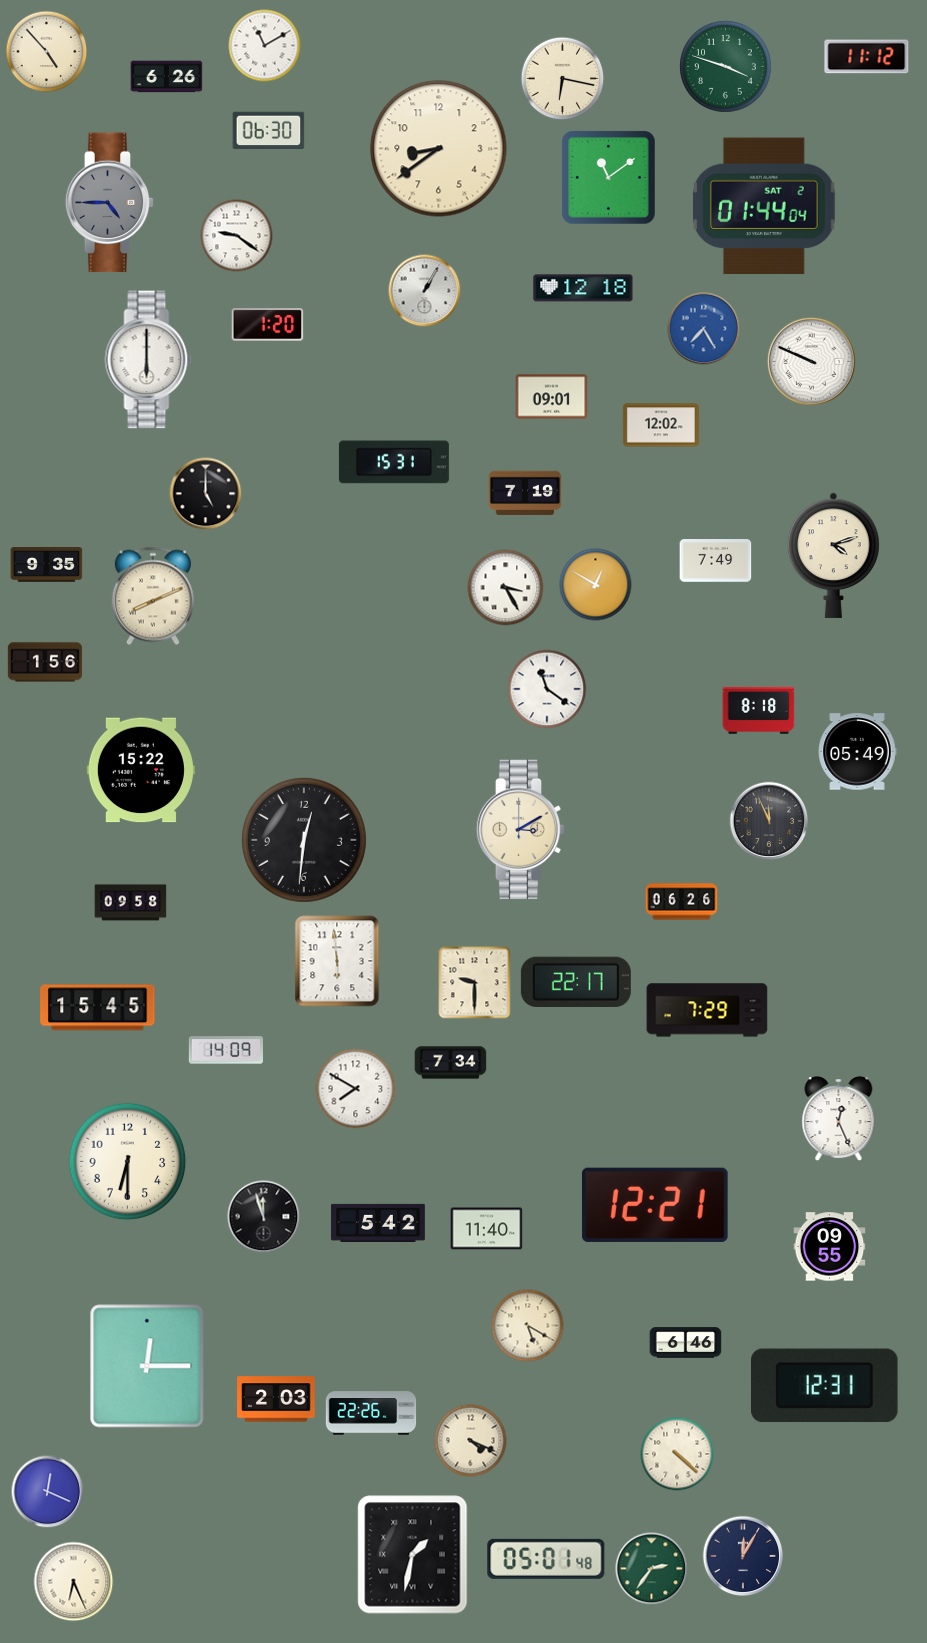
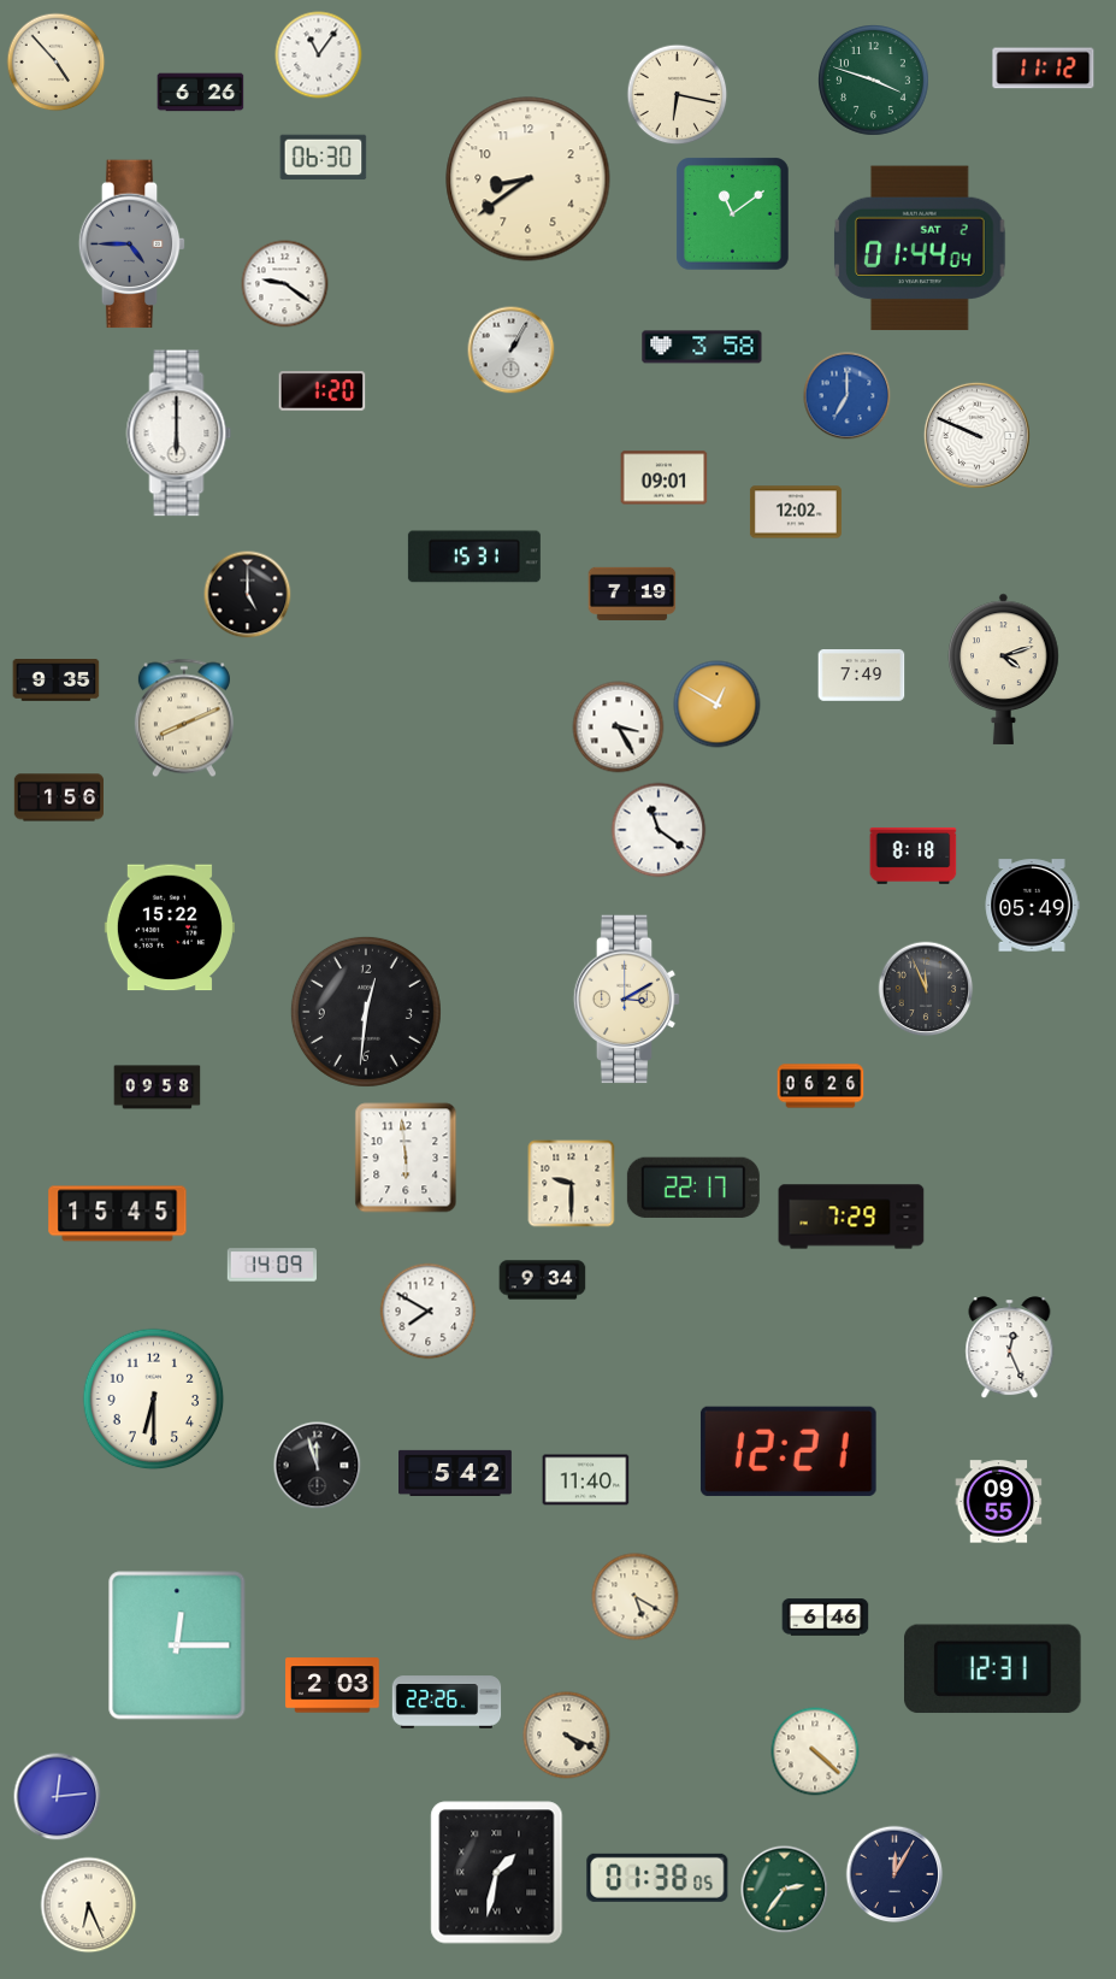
clock at (265, 46): 11:10 -> 11:06
clock at (583, 288): 12:18 -> 3:58
clock at (704, 329): 7:25 -> 7:00
clock at (506, 588) position: (506, 588) -> (619, 728)
clock at (44, 662) position: (44, 662) -> (58, 797)
clock at (576, 982) position: (576, 982) -> (693, 1188)
clock at (451, 1063): 7:34 -> 9:34
clock at (48, 1492): 12:19 -> 12:14
clock at (546, 1559): 05:01 -> 01:38
